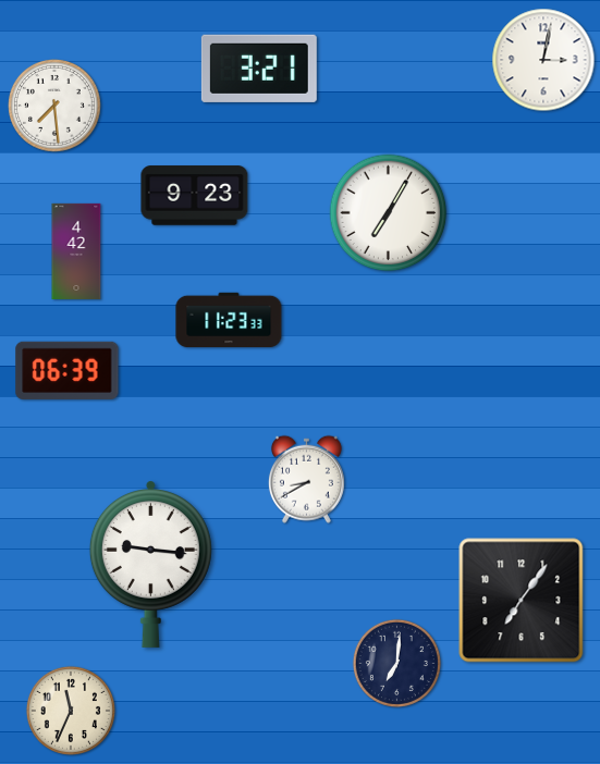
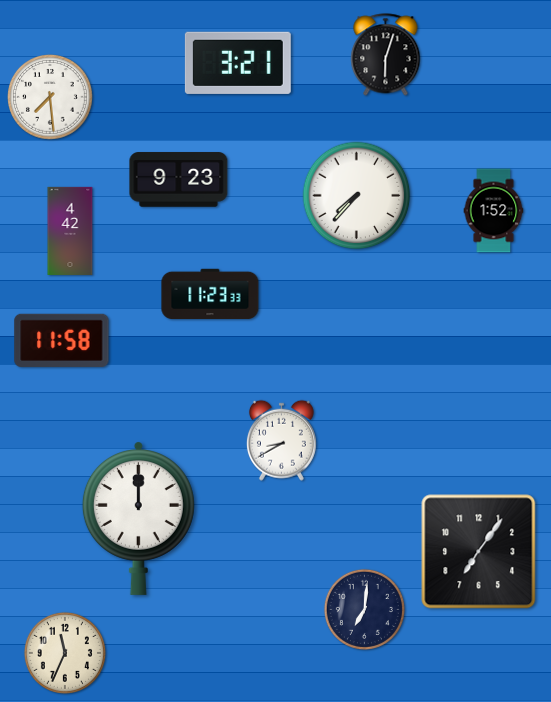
clock at (386, 55): none -> 6:03
clock at (543, 60): 3:02 -> none
clock at (389, 213): 7:05 -> 7:37
clock at (494, 211): none -> 1:52
clock at (68, 370): 06:39 -> 11:58
clock at (150, 565): 9:16 -> 12:00
